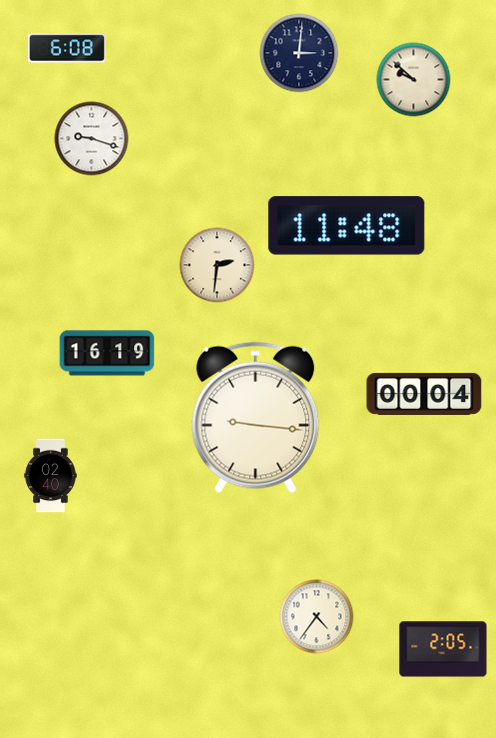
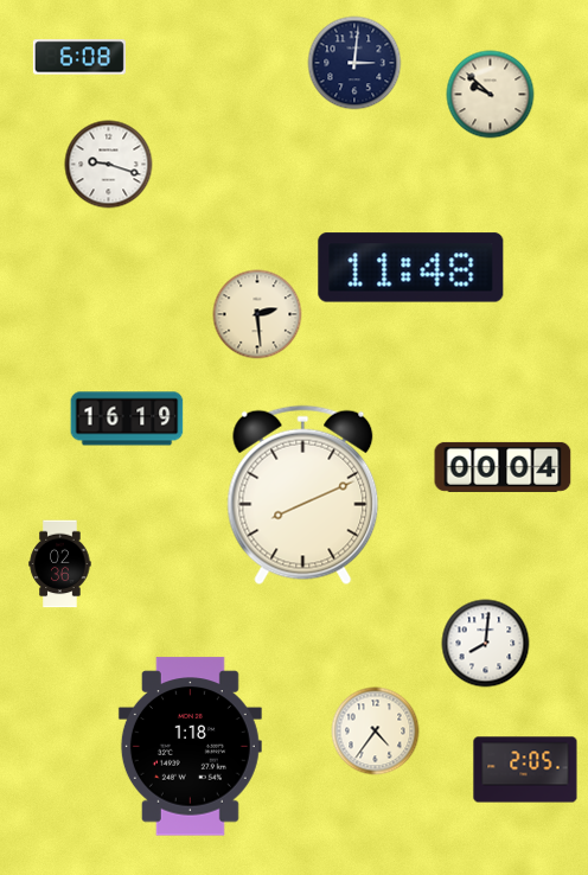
clock at (217, 265): 2:31 -> 2:29
clock at (256, 418): 9:16 -> 8:11
clock at (51, 476): 02:40 -> 02:36
clock at (486, 644): none -> 8:01
clock at (190, 747): none -> 1:18
